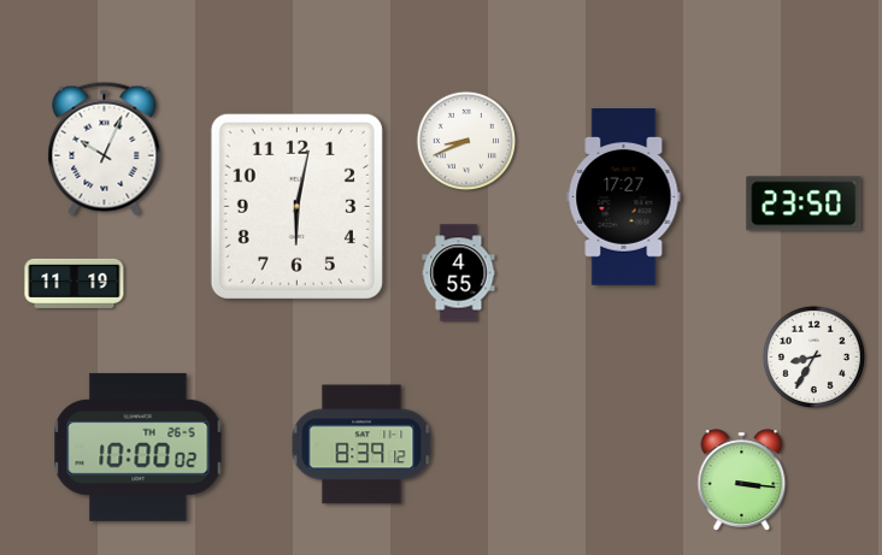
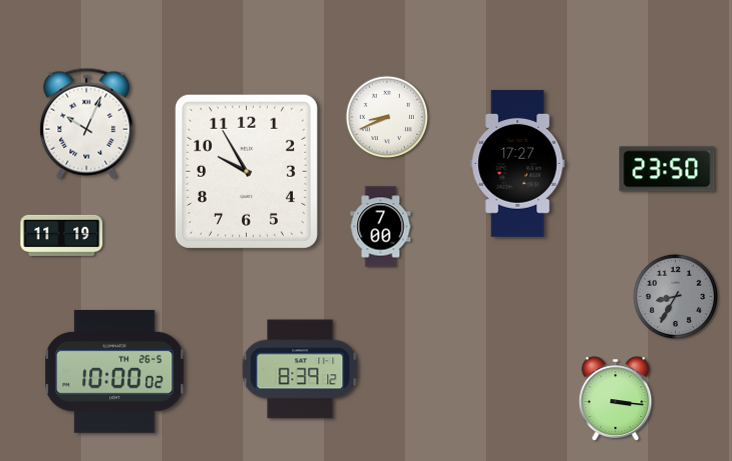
clock at (296, 206): 6:02 -> 9:55
clock at (459, 273): 4:55 -> 7:00
clock at (813, 356) dial: white -> grey
